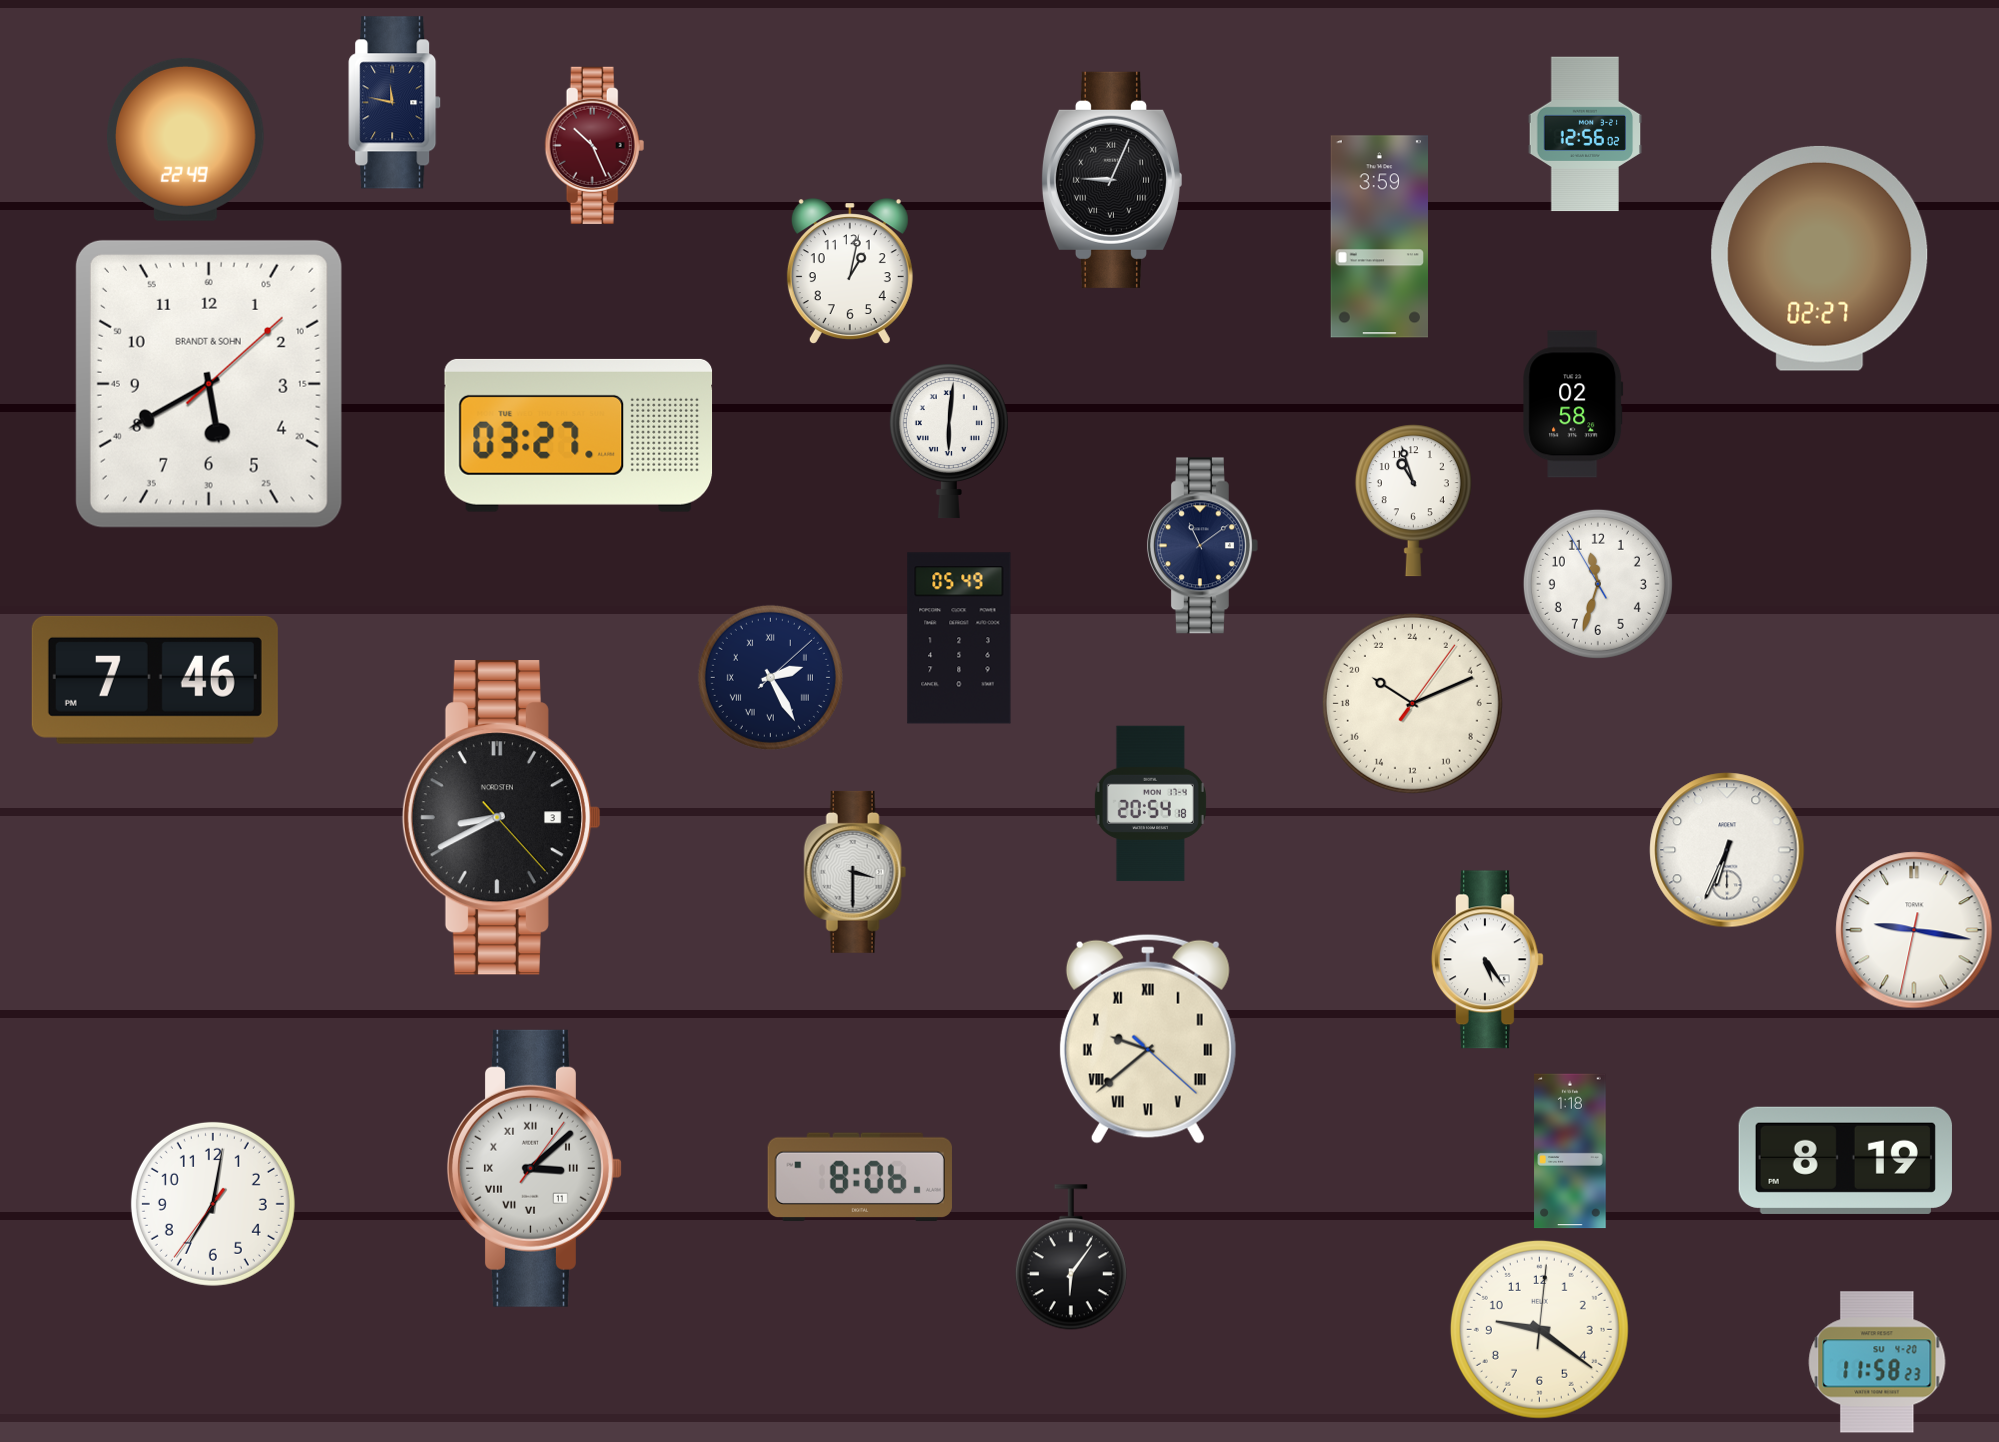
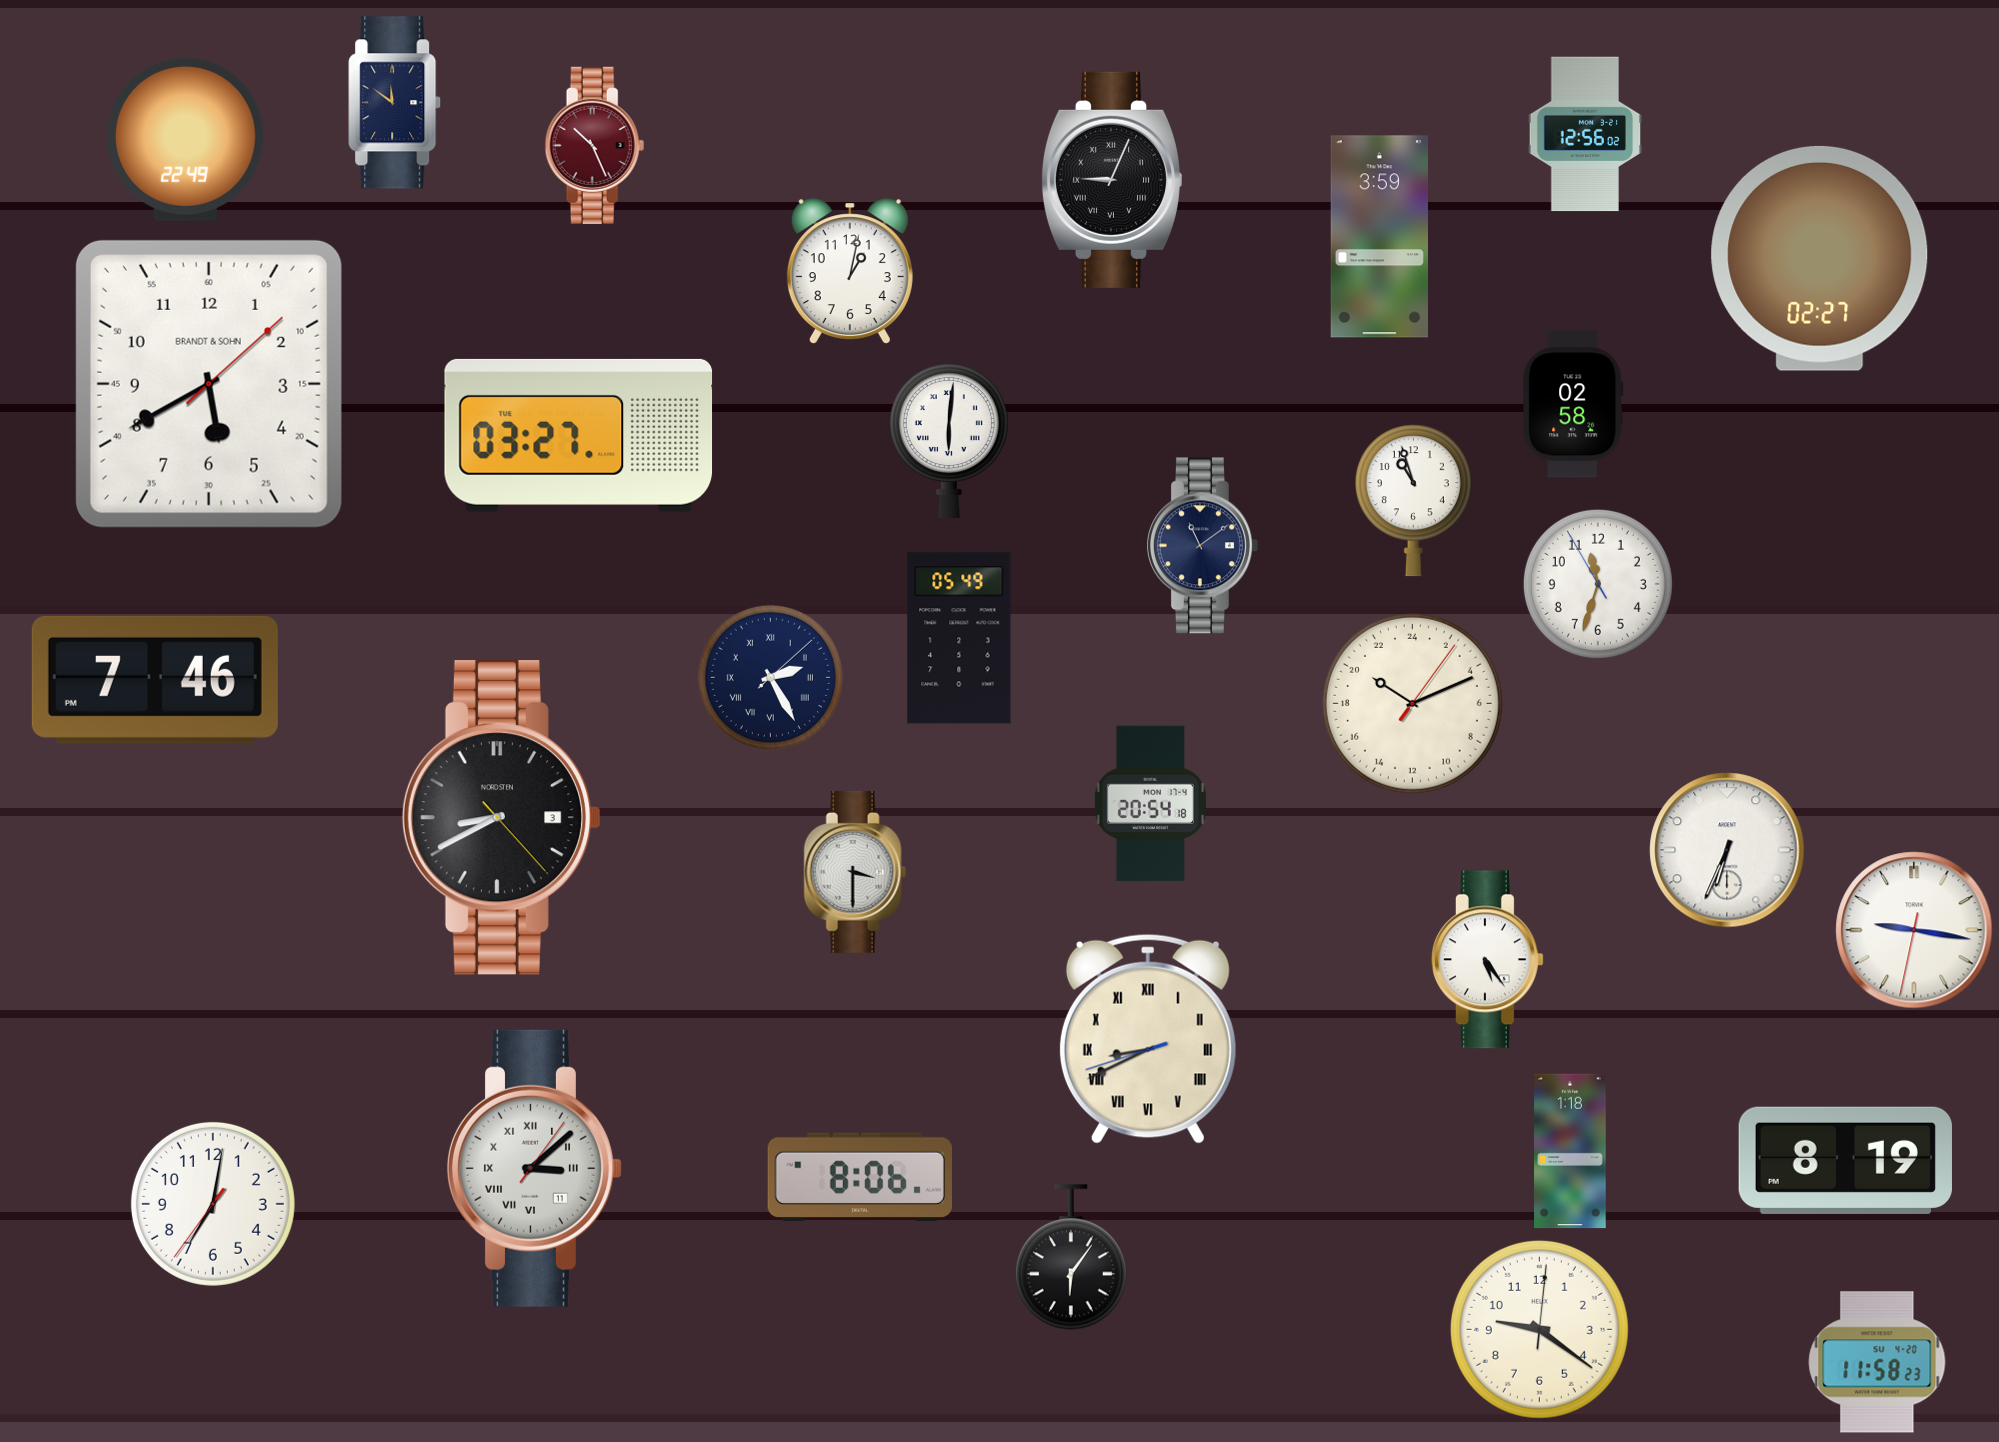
clock at (395, 103): 11:47 -> 11:51
clock at (1148, 1039): 9:38 -> 8:40
